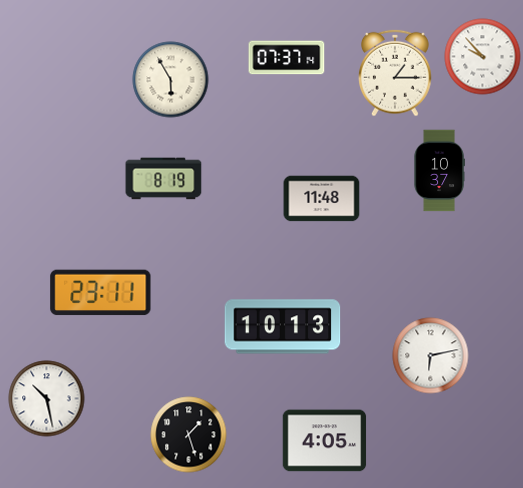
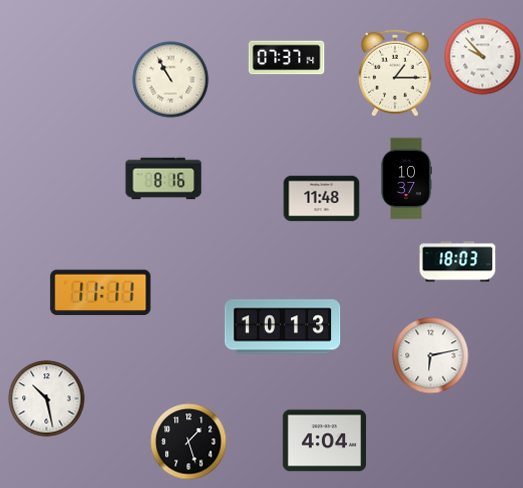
clock at (171, 80): 5:55 -> 10:55
clock at (439, 171) position: (439, 171) -> (406, 179)
clock at (164, 179): 8:19 -> 8:16
clock at (458, 262): none -> 18:03
clock at (101, 293): 23:11 -> 11:11
clock at (189, 435) position: (189, 435) -> (189, 442)
clock at (325, 441): 4:05 -> 4:04
